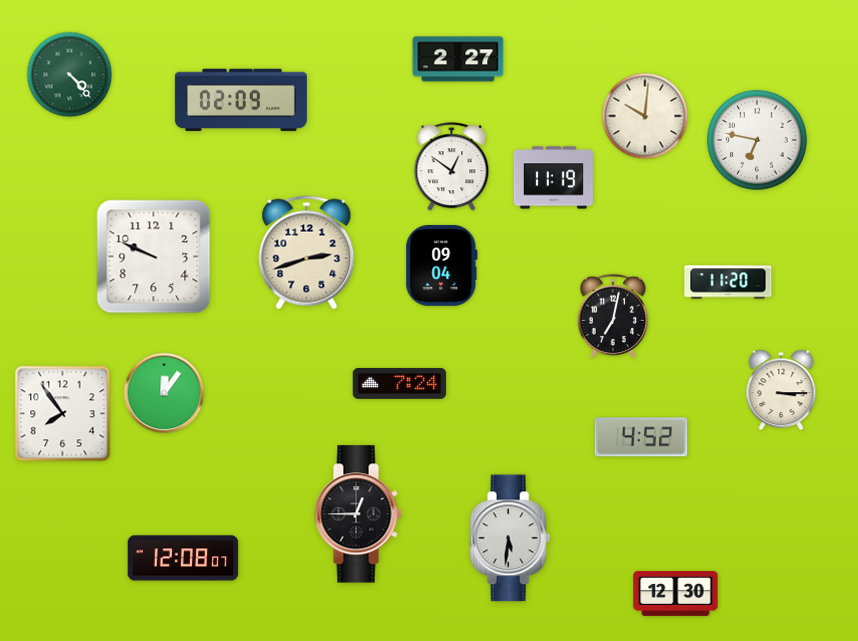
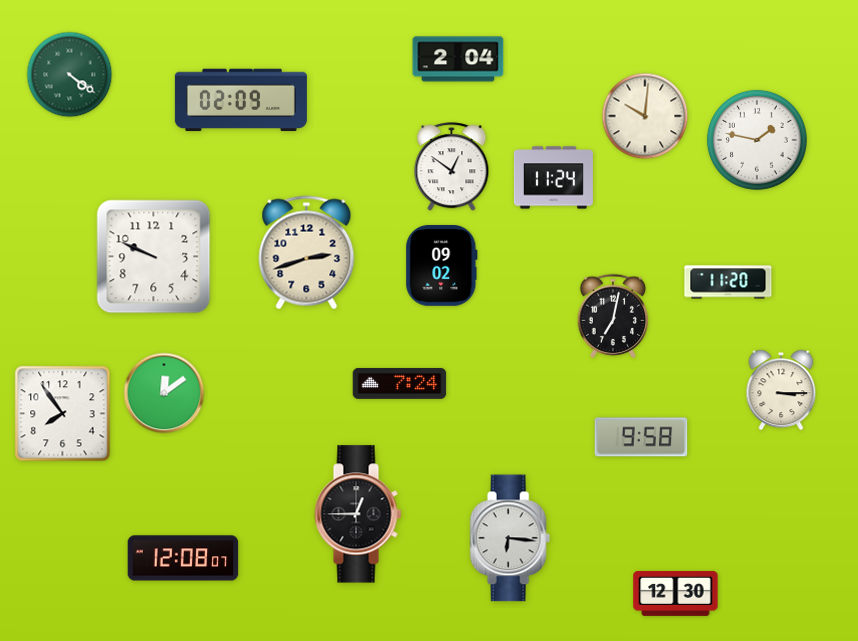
clock at (458, 59): 2:27 -> 2:04
clock at (70, 75): 4:23 -> 4:21
clock at (757, 140): 6:47 -> 1:47
clock at (553, 178): 11:19 -> 11:24
clock at (442, 265): 09:04 -> 09:02
clock at (164, 393): 12:06 -> 12:09
clock at (641, 437): 4:52 -> 9:58
clock at (510, 538): 5:31 -> 6:16
